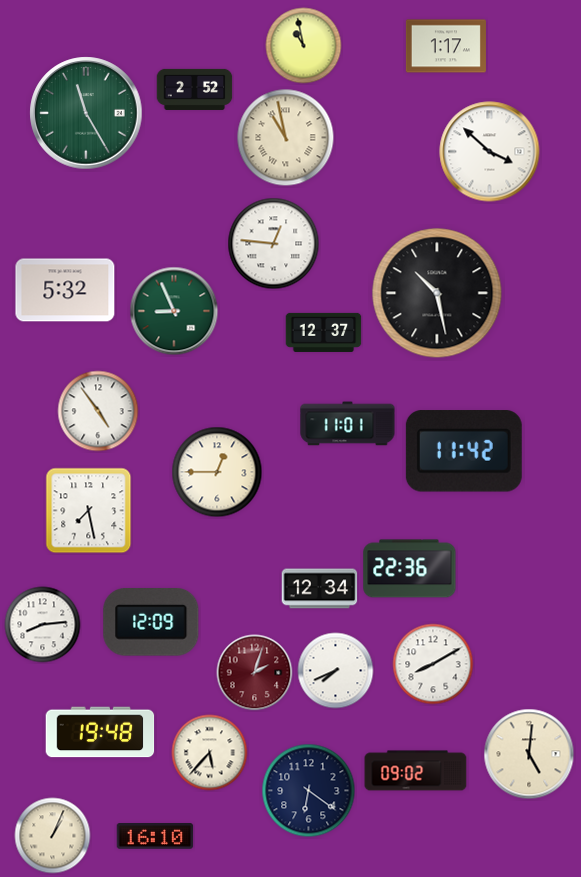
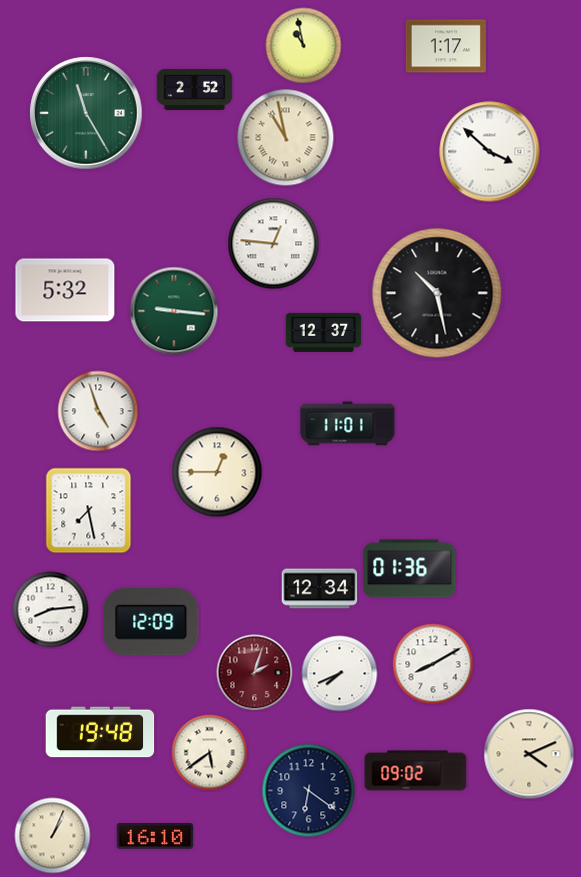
clock at (174, 311): 8:56 -> 9:16
clock at (98, 411): 4:54 -> 4:57
clock at (464, 451): 11:42 -> none
clock at (410, 569): 22:36 -> 01:36
clock at (43, 625) position: (43, 625) -> (51, 610)
clock at (336, 671) position: (336, 671) -> (340, 674)
clock at (210, 753): 5:37 -> 5:39
clock at (529, 754): 5:01 -> 4:11
